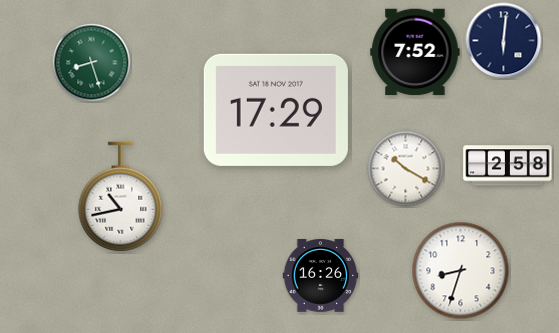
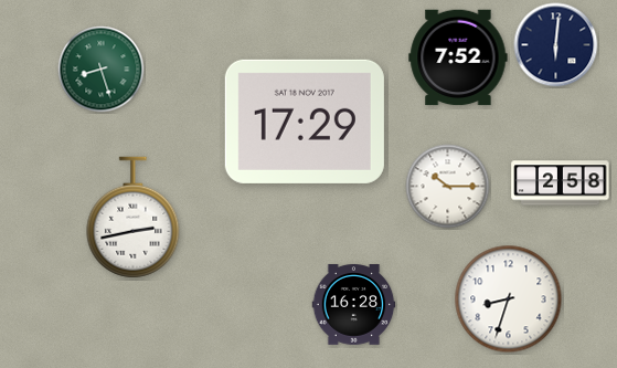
clock at (406, 169): 10:20 -> 10:15
clock at (121, 197): 10:43 -> 2:43
clock at (321, 276): 16:26 -> 16:28
